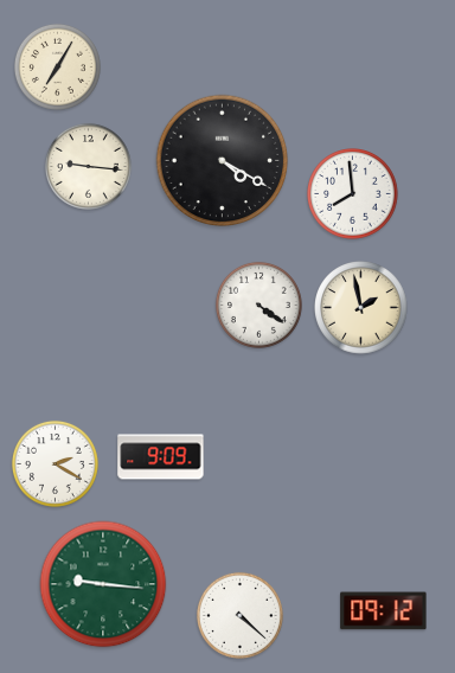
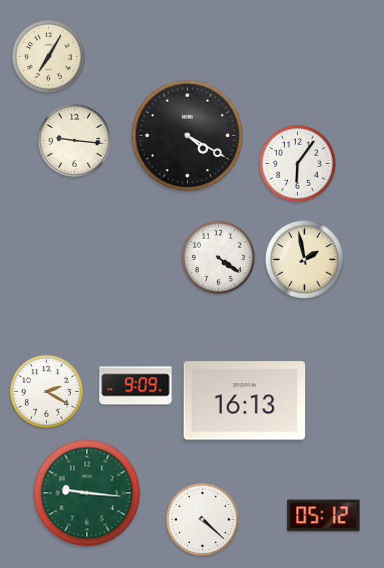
clock at (353, 194): 7:59 -> 6:06
clock at (245, 401): none -> 16:13
clock at (384, 611): 09:12 -> 05:12
